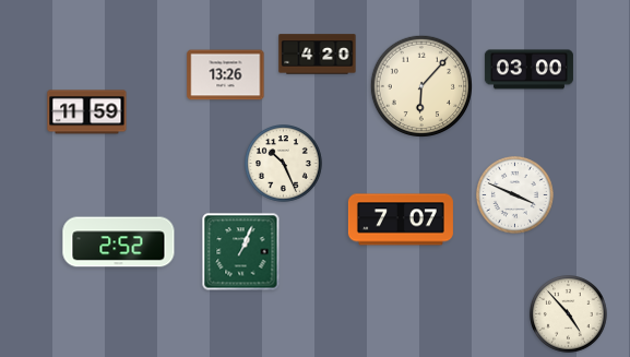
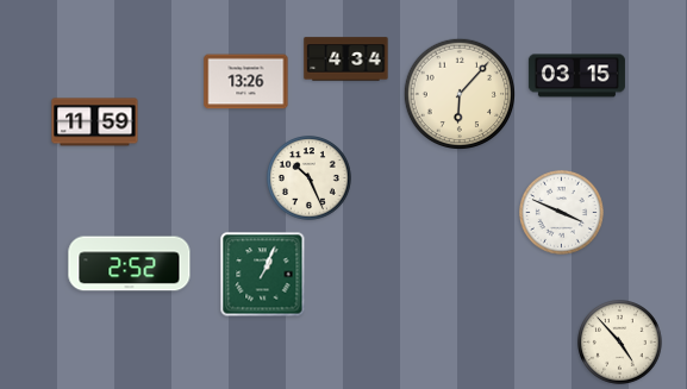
clock at (318, 55): 4:20 -> 4:34
clock at (528, 70): 03:00 -> 03:15
clock at (401, 219): 7:07 -> none
